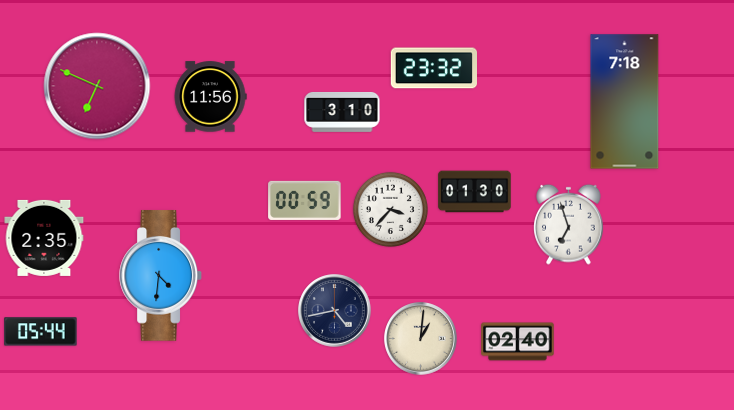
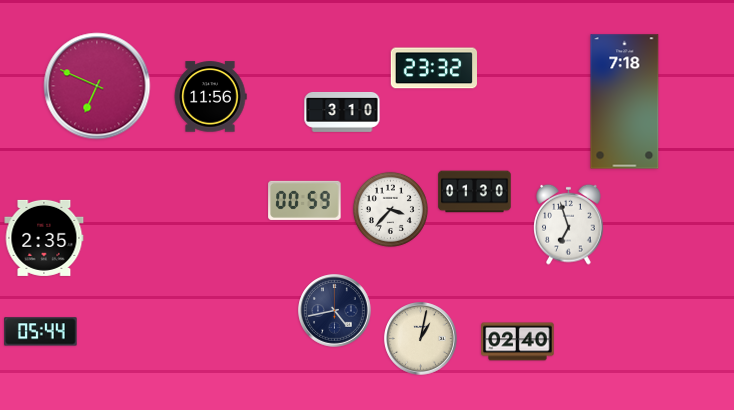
clock at (160, 276): 4:31 -> none
clock at (421, 339): 1:01 -> 1:02
